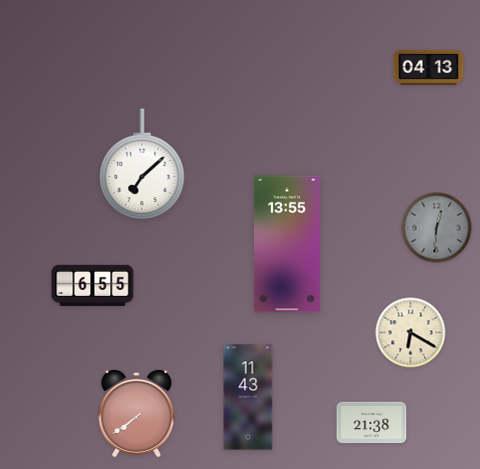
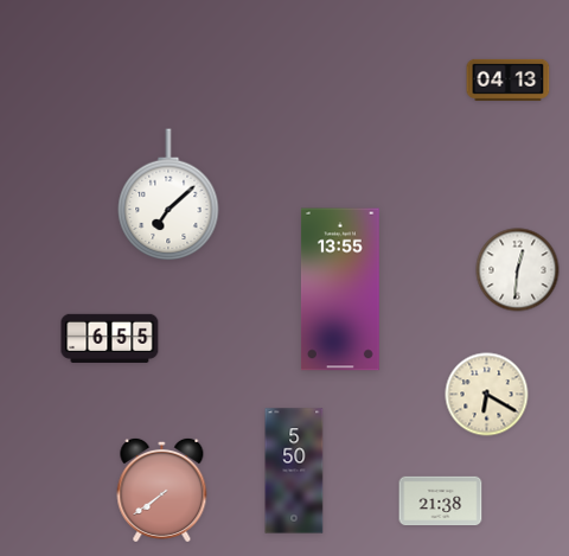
clock at (437, 228) dial: grey -> white
clock at (248, 397): 11:43 -> 5:50
